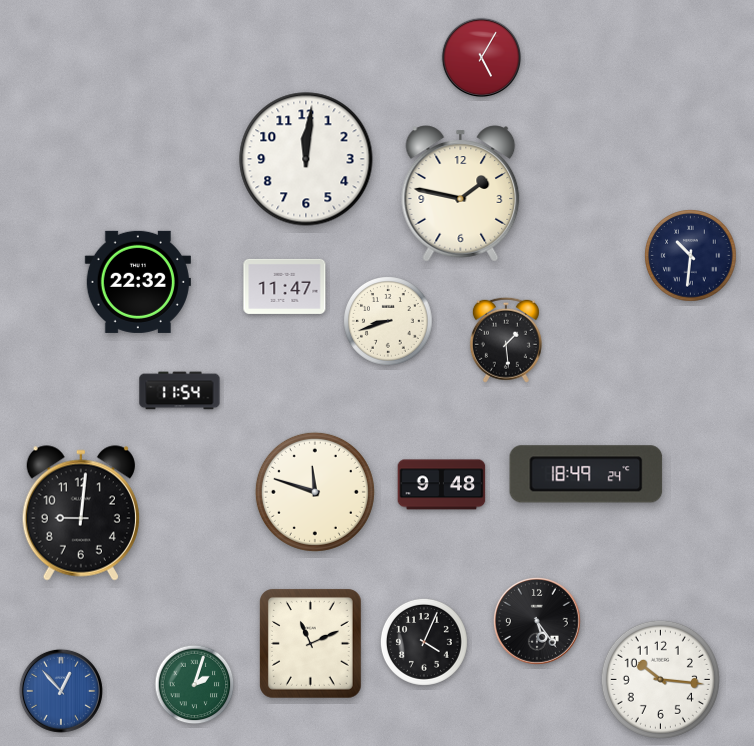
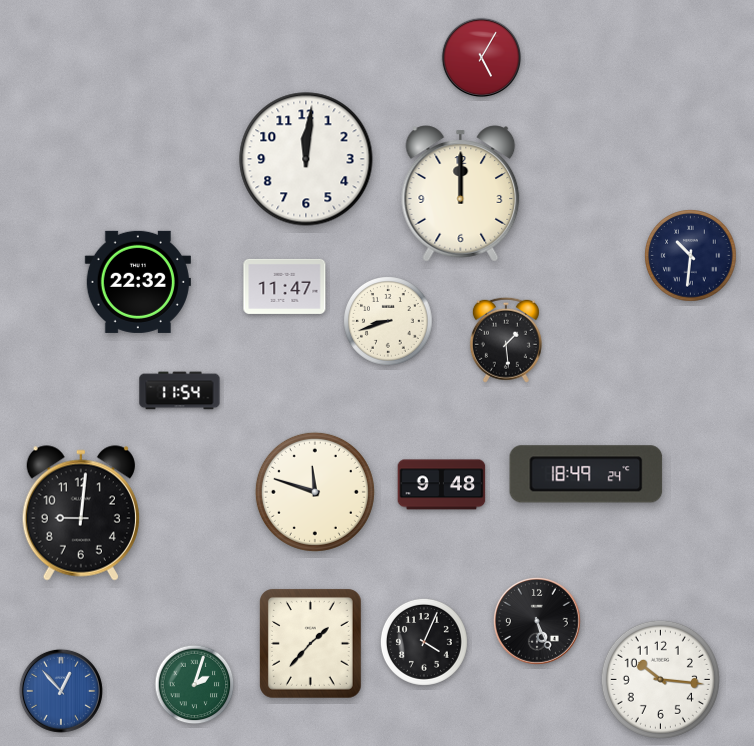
clock at (461, 194): 1:47 -> 12:00
clock at (537, 621): 5:24 -> 5:26
clock at (311, 644): 11:11 -> 1:37
